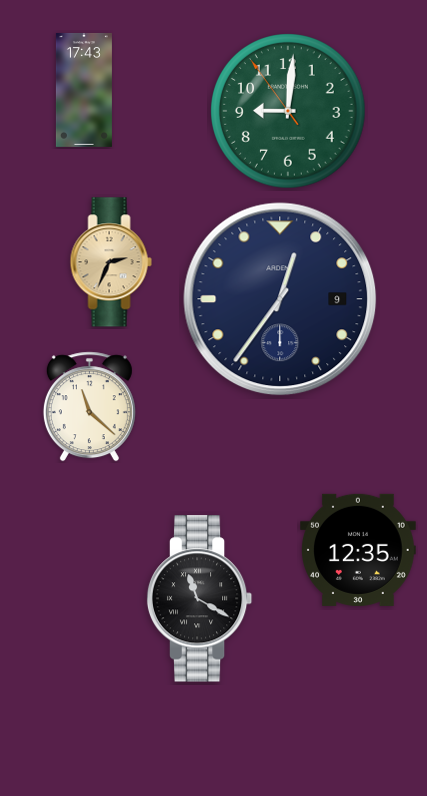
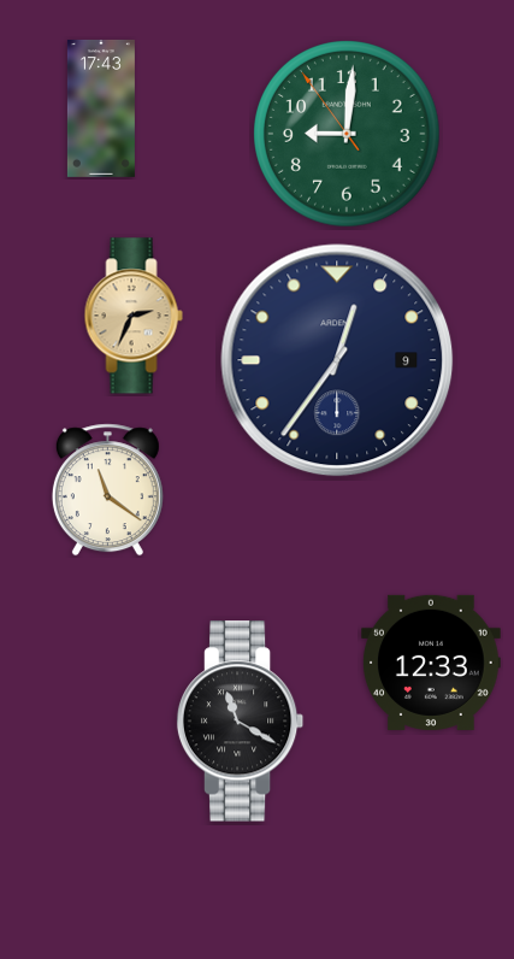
clock at (89, 407): 11:22 -> 11:21
clock at (359, 550): 12:35 -> 12:33
